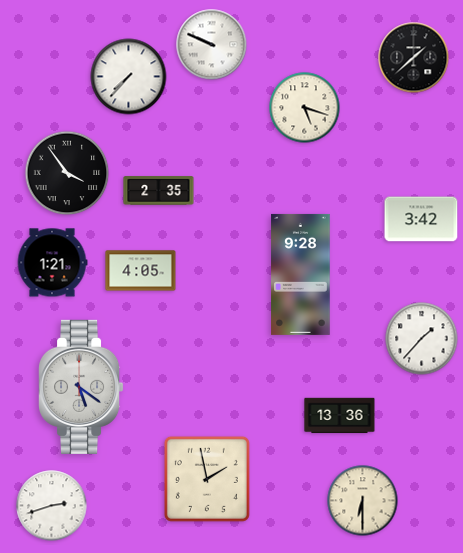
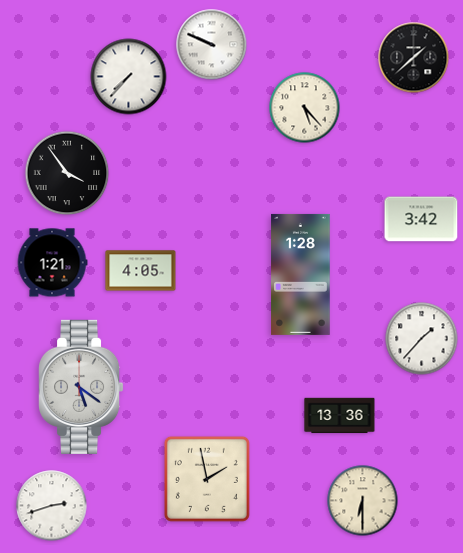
clock at (305, 108): 5:18 -> 5:23
clock at (159, 191): 2:35 -> none
clock at (301, 274): 9:28 -> 1:28
